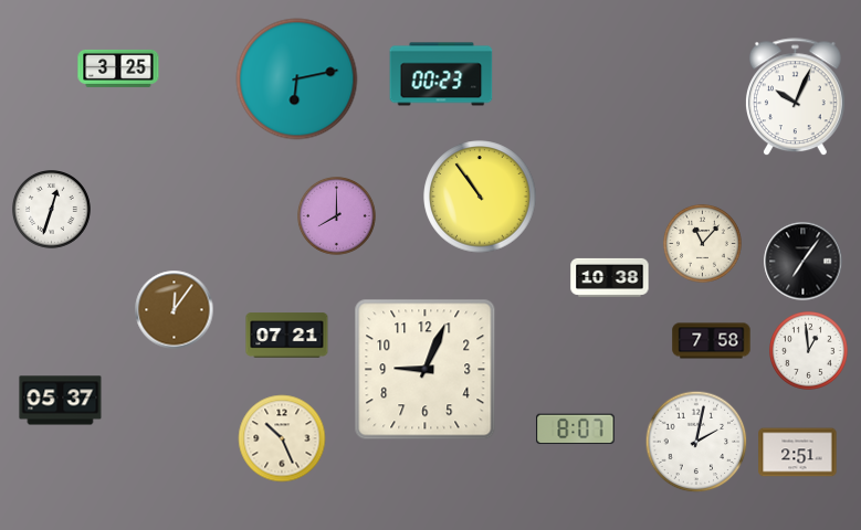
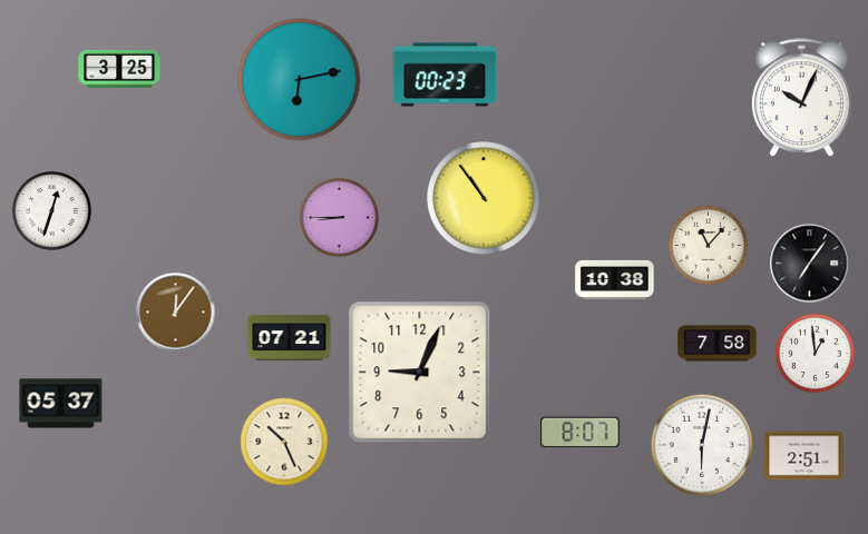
clock at (337, 216): 8:00 -> 8:45
clock at (426, 370) position: (426, 370) -> (420, 373)
clock at (696, 442): 2:02 -> 6:02
